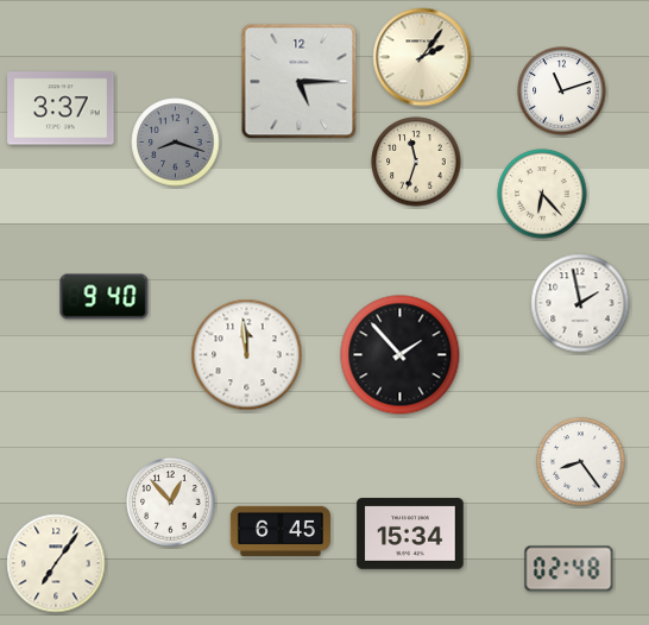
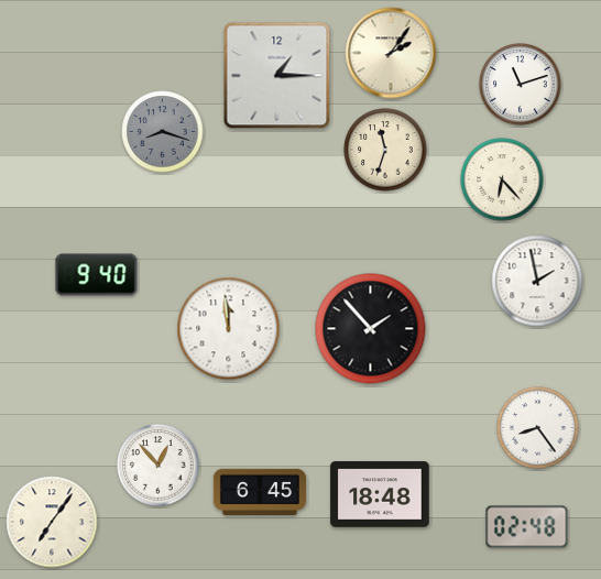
clock at (300, 82): 5:15 -> 1:15
clock at (61, 108): 3:37 -> none
clock at (410, 534): 15:34 -> 18:48
